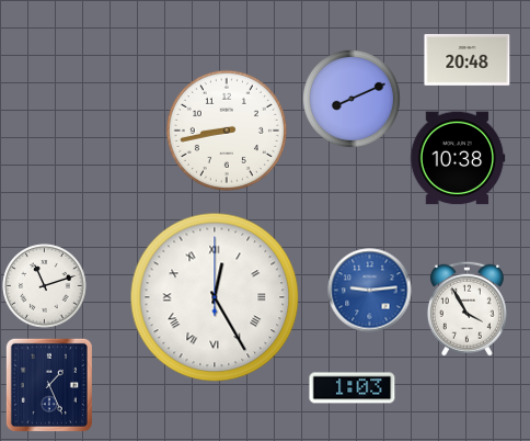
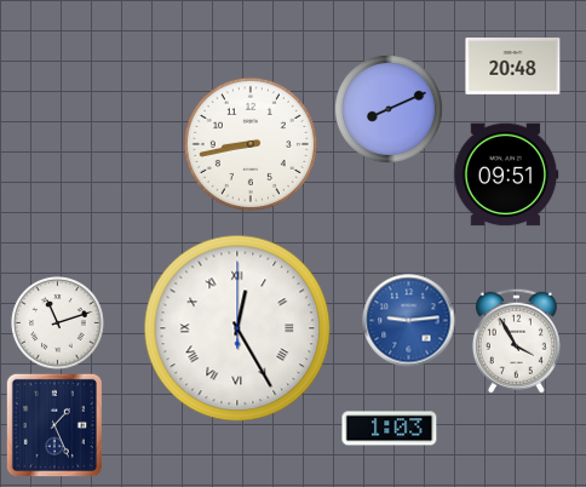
clock at (468, 60) position: (468, 60) -> (513, 67)
clock at (458, 158): 10:38 -> 09:51
clock at (45, 286) position: (45, 286) -> (58, 323)
